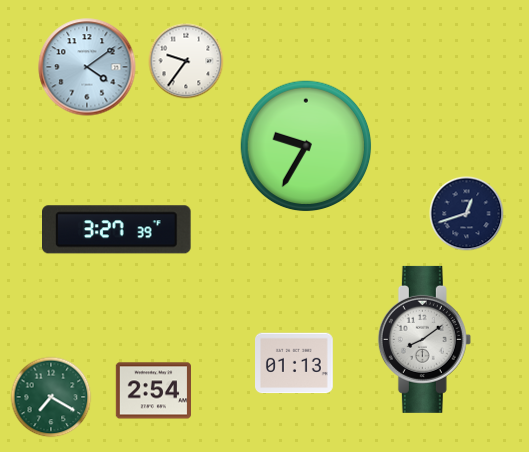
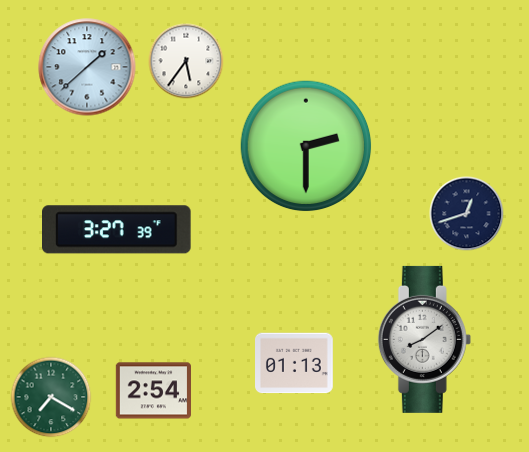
clock at (186, 61): 9:36 -> 5:36
clock at (87, 67): 4:09 -> 1:38
clock at (306, 146): 9:35 -> 2:30
